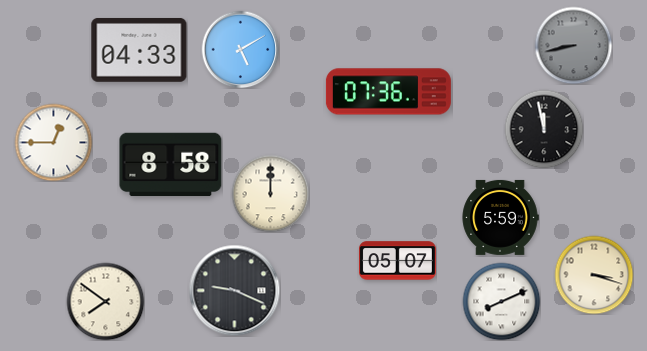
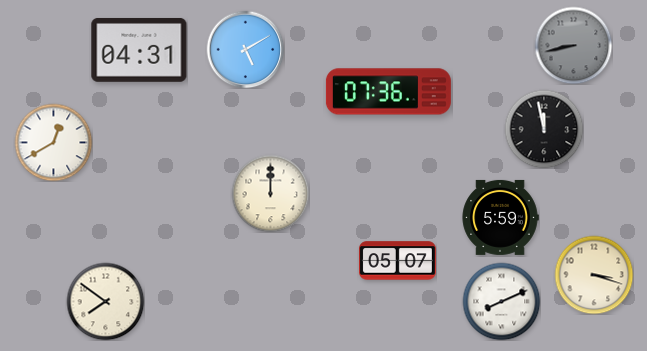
clock at (240, 49) position: (240, 49) -> (245, 49)
clock at (139, 50): 04:33 -> 04:31
clock at (53, 142): 12:45 -> 12:40
clock at (171, 165): 8:58 -> none
clock at (234, 290): 9:19 -> none
